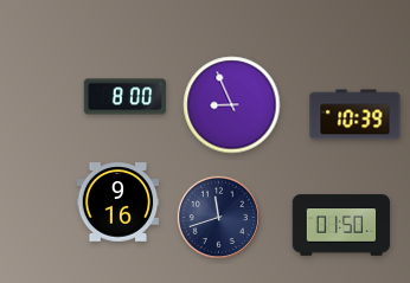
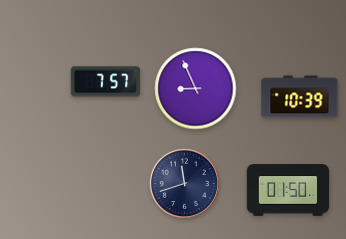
clock at (126, 97): 8:00 -> 7:57
clock at (118, 202): 9:16 -> none
